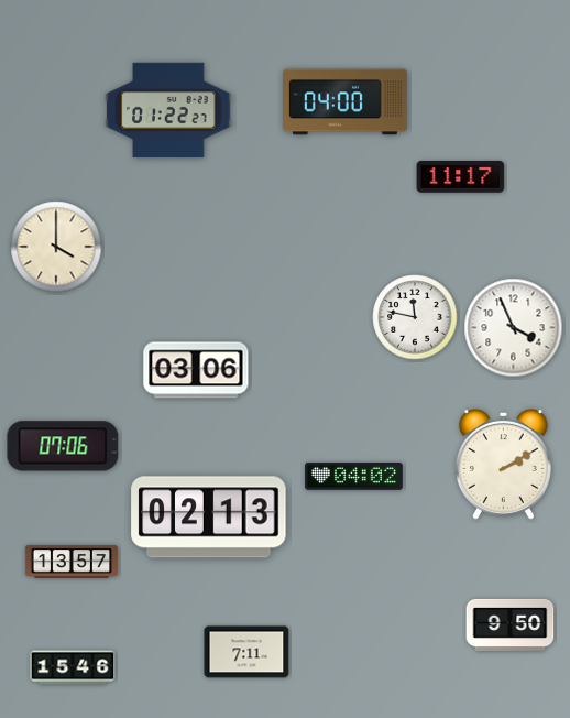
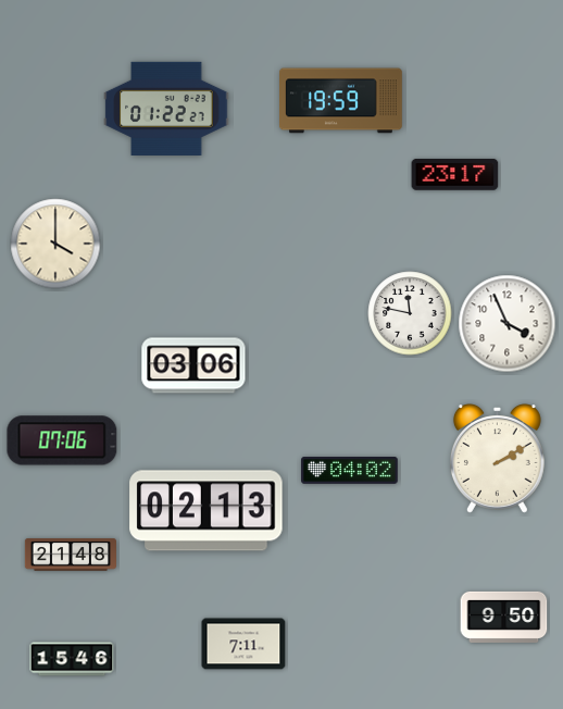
clock at (346, 102): 04:00 -> 19:59
clock at (461, 177): 11:17 -> 23:17
clock at (70, 562): 13:57 -> 21:48
